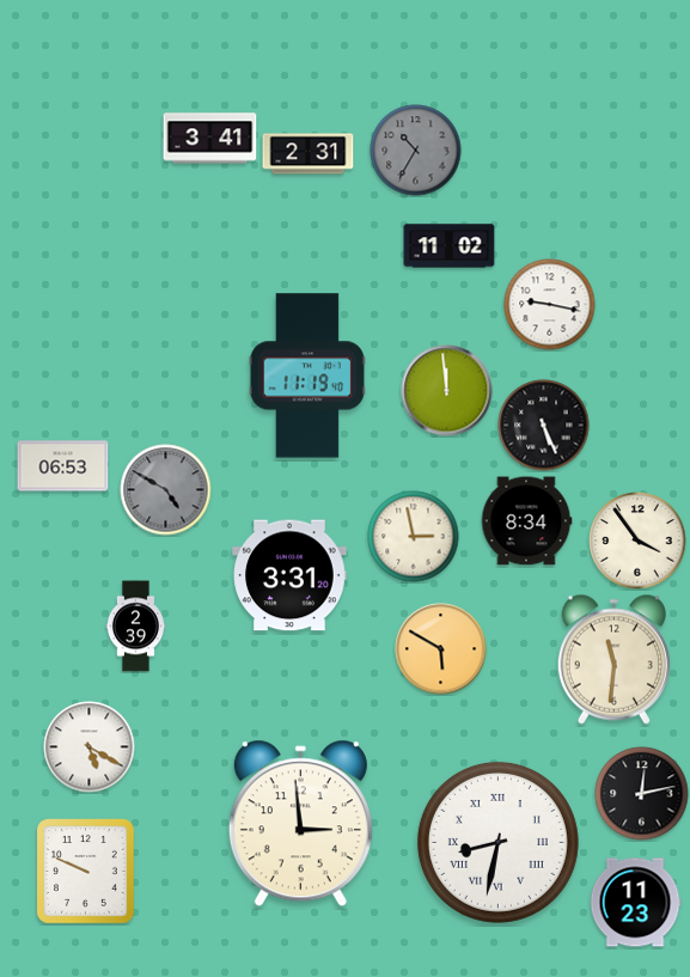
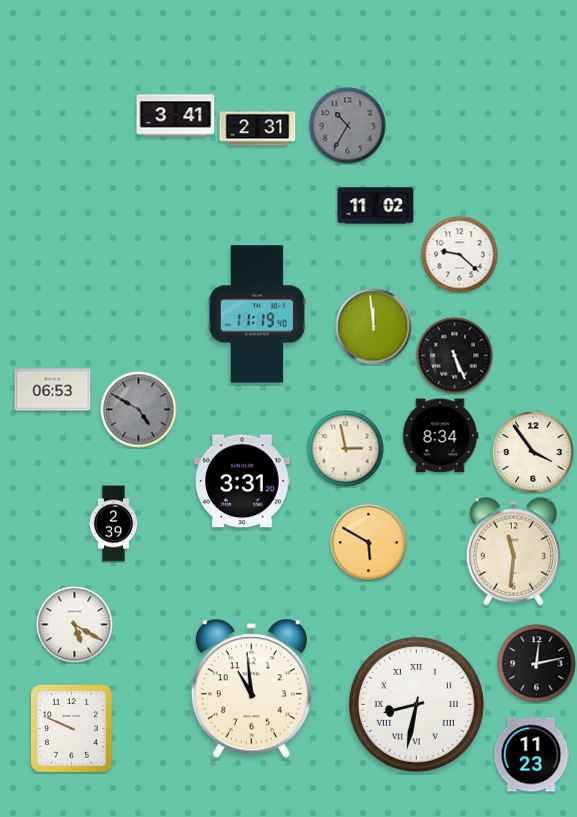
clock at (550, 305): 9:17 -> 9:22
clock at (300, 824): 2:59 -> 10:59
